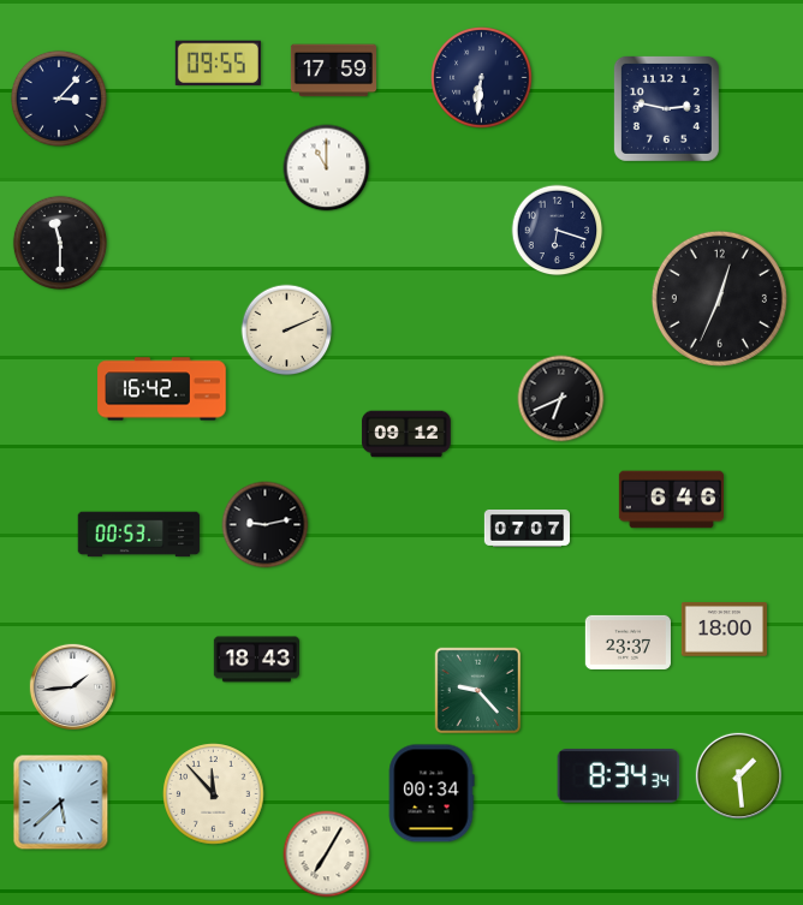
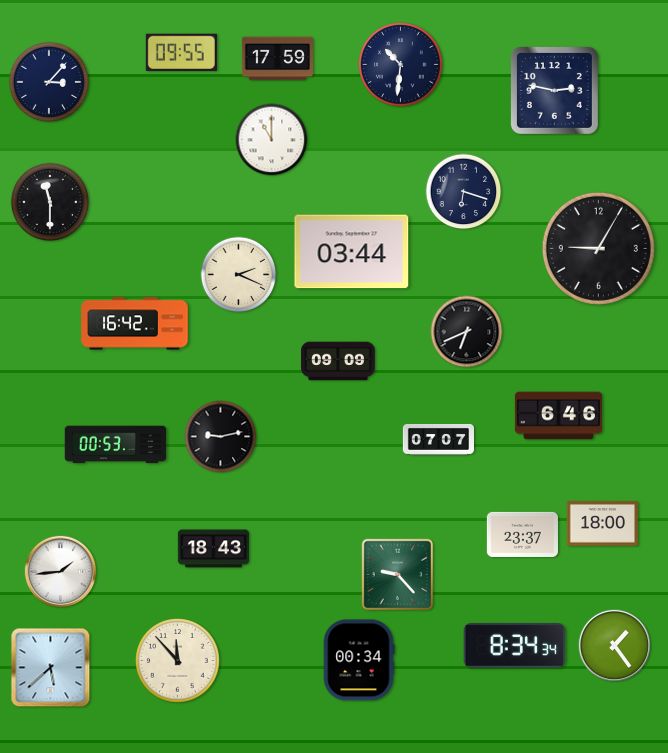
clock at (482, 78): 6:31 -> 10:31
clock at (719, 298): 12:34 -> 9:05
clock at (352, 252): none -> 03:44
clock at (287, 331): 2:11 -> 2:19
clock at (406, 434): 09:12 -> 09:09
clock at (738, 775): 1:29 -> 1:24
clock at (327, 855): 7:05 -> none
